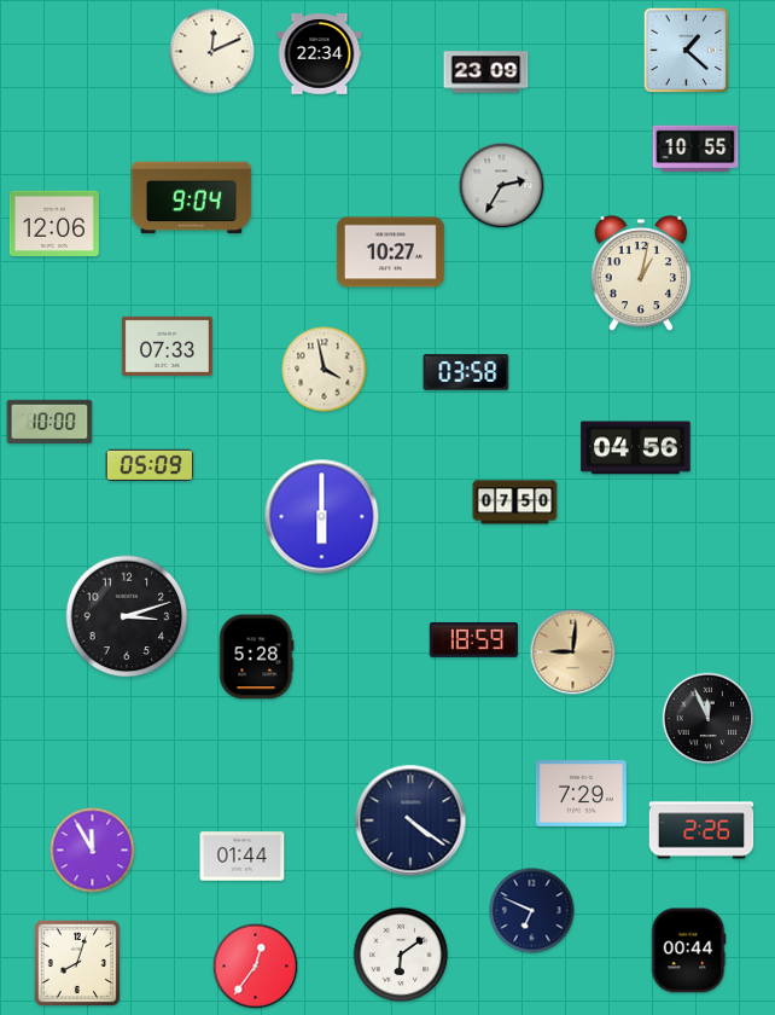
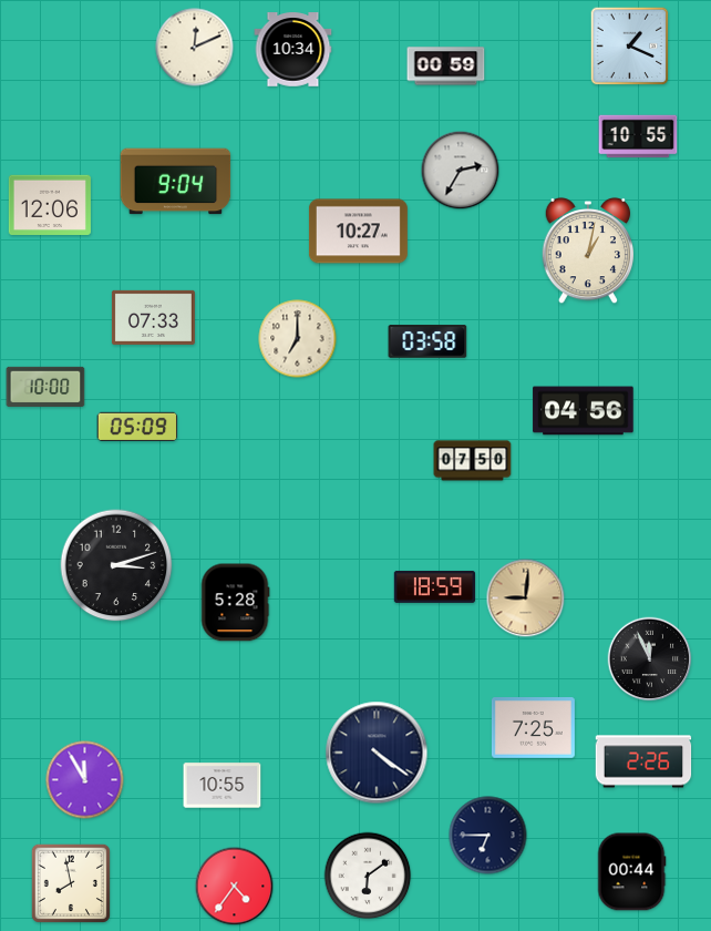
clock at (687, 51): 1:22 -> 1:19
clock at (320, 54): 22:34 -> 10:34
clock at (486, 72): 23:09 -> 00:59
clock at (325, 370): 3:58 -> 7:00
clock at (322, 517): 6:00 -> none
clock at (581, 794): 7:29 -> 7:25
clock at (243, 857): 01:44 -> 10:55
clock at (532, 911): 6:49 -> 6:45
clock at (77, 963): 8:03 -> 7:58
clock at (256, 967): 12:36 -> 4:36
